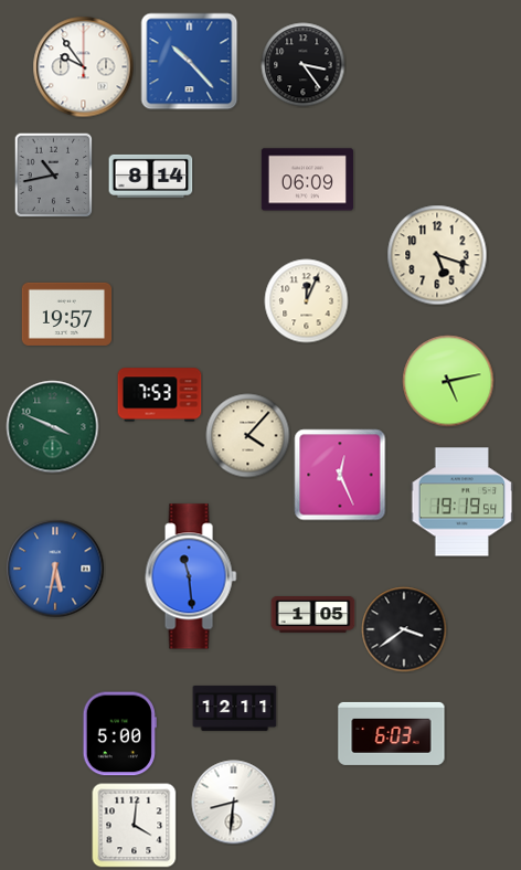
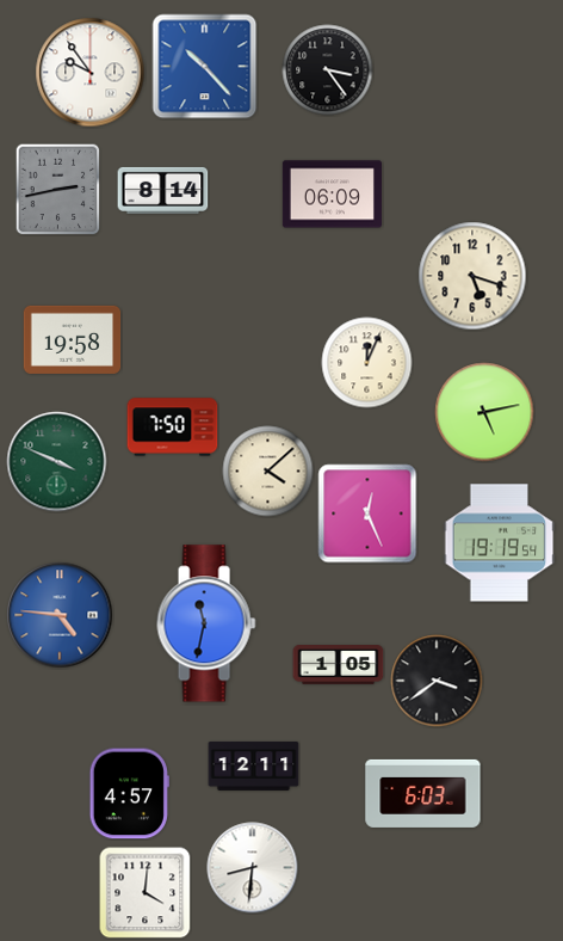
clock at (54, 174): 10:43 -> 2:43
clock at (307, 301) position: (307, 301) -> (367, 363)
clock at (67, 314): 19:57 -> 19:58
clock at (160, 395): 7:53 -> 7:50
clock at (248, 436): 4:07 -> 4:08
clock at (55, 569): 5:32 -> 4:46
clock at (191, 576): 11:29 -> 11:32
clock at (119, 734): 5:00 -> 4:57
